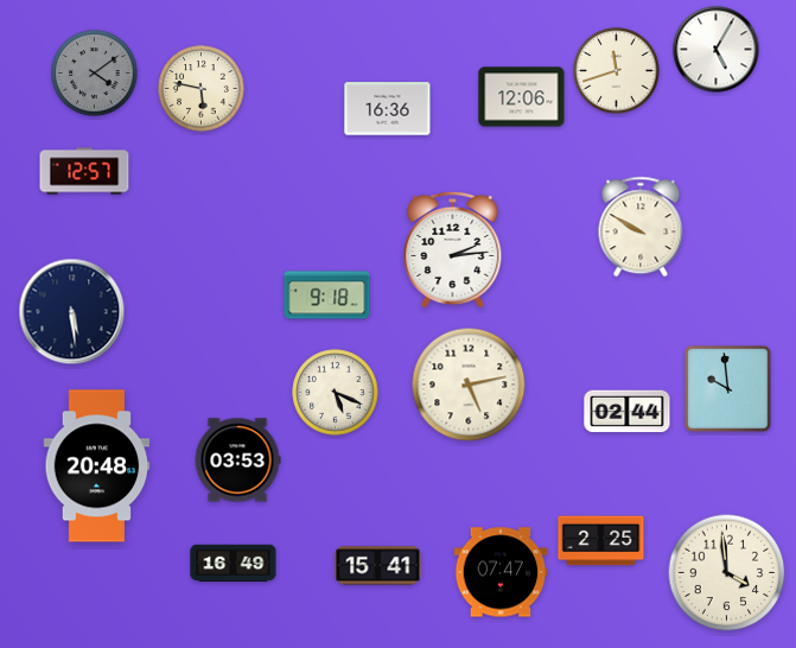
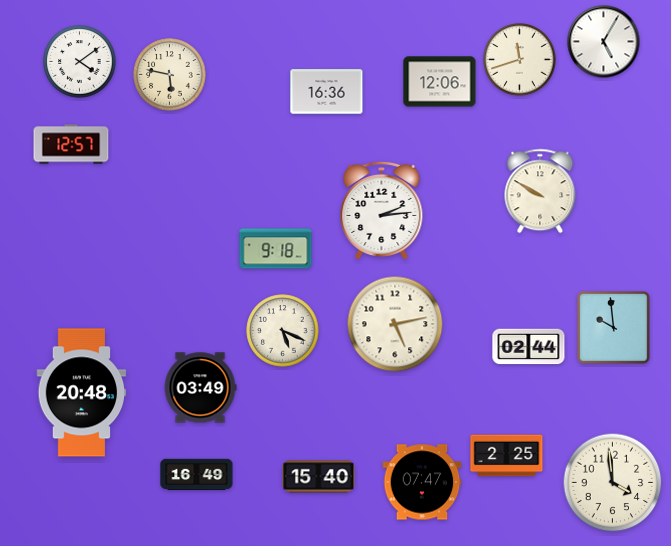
clock at (95, 74) dial: grey -> white
clock at (72, 312): 5:29 -> none
clock at (237, 460): 03:53 -> 03:49
clock at (378, 566): 15:41 -> 15:40
